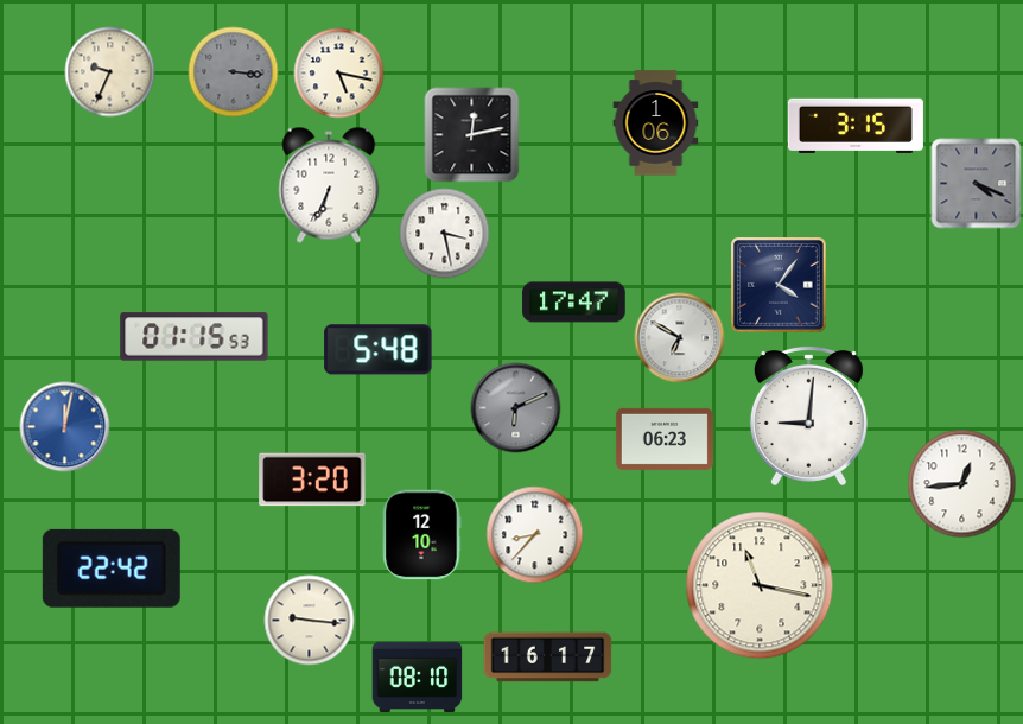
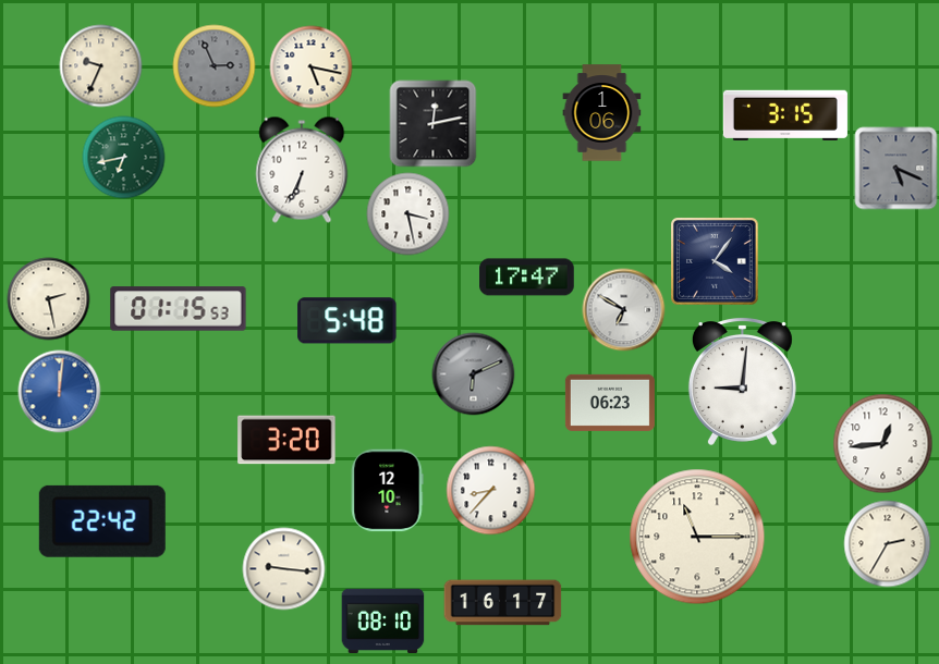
clock at (234, 72): 3:16 -> 2:56
clock at (124, 158): none -> 6:43
clock at (977, 184): 4:19 -> 5:19
clock at (49, 299): none -> 2:28
clock at (65, 427): 12:02 -> 12:01
clock at (760, 585): 11:17 -> 11:15
clock at (888, 544): none -> 2:35
